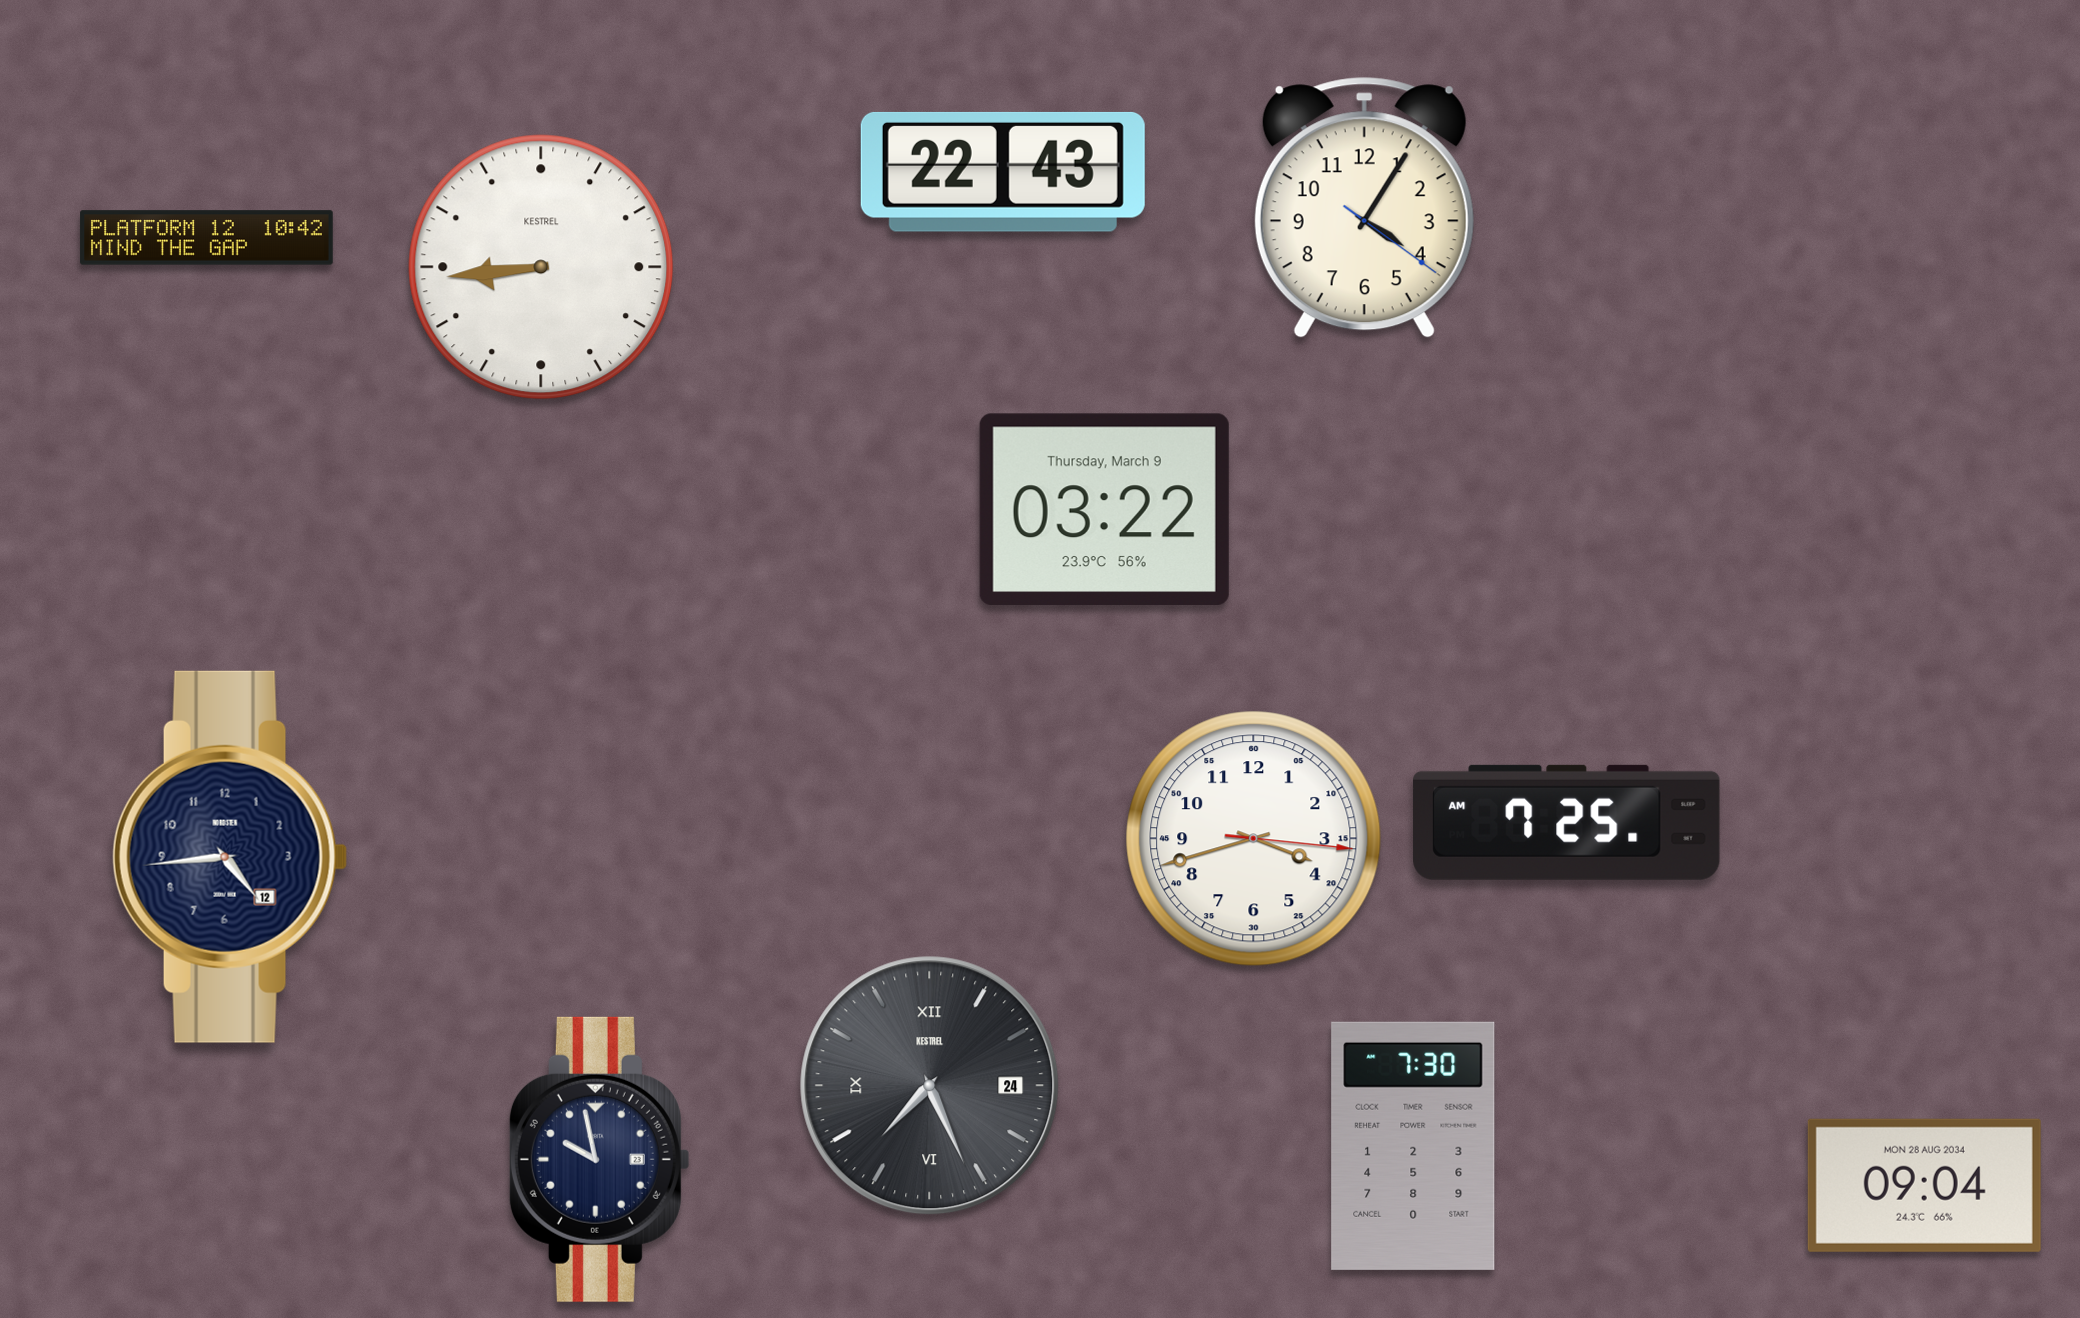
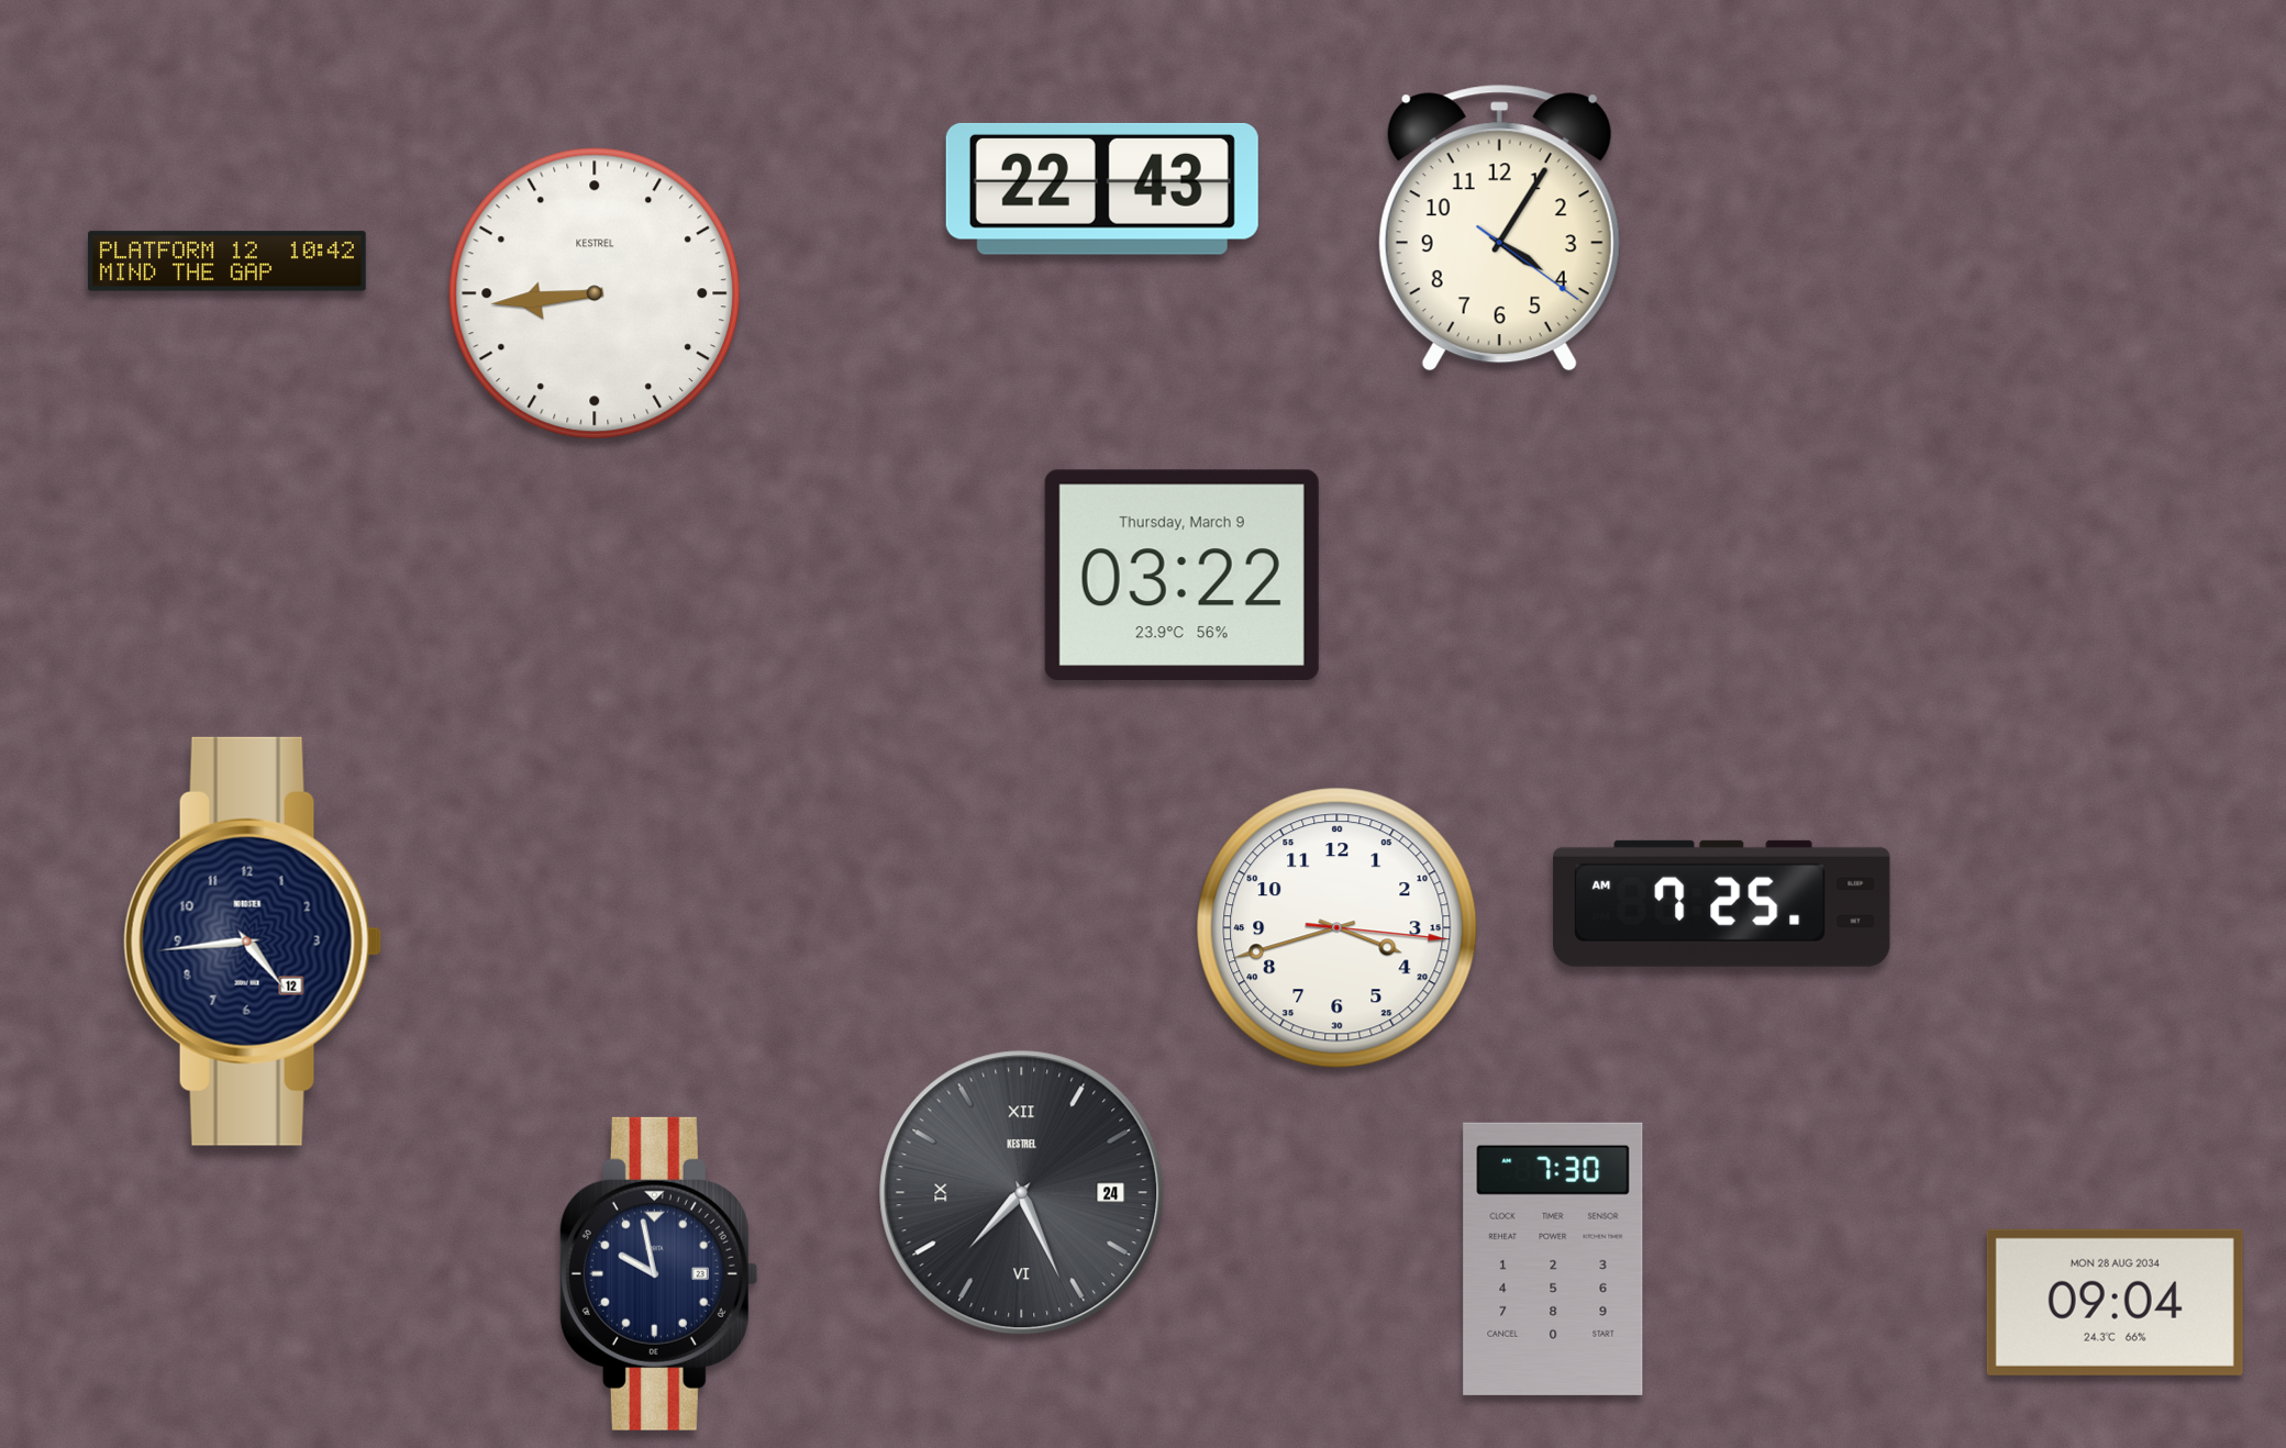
clock at (1104, 509) position: (1104, 509) -> (1181, 575)
clock at (1254, 839) position: (1254, 839) -> (1338, 928)
